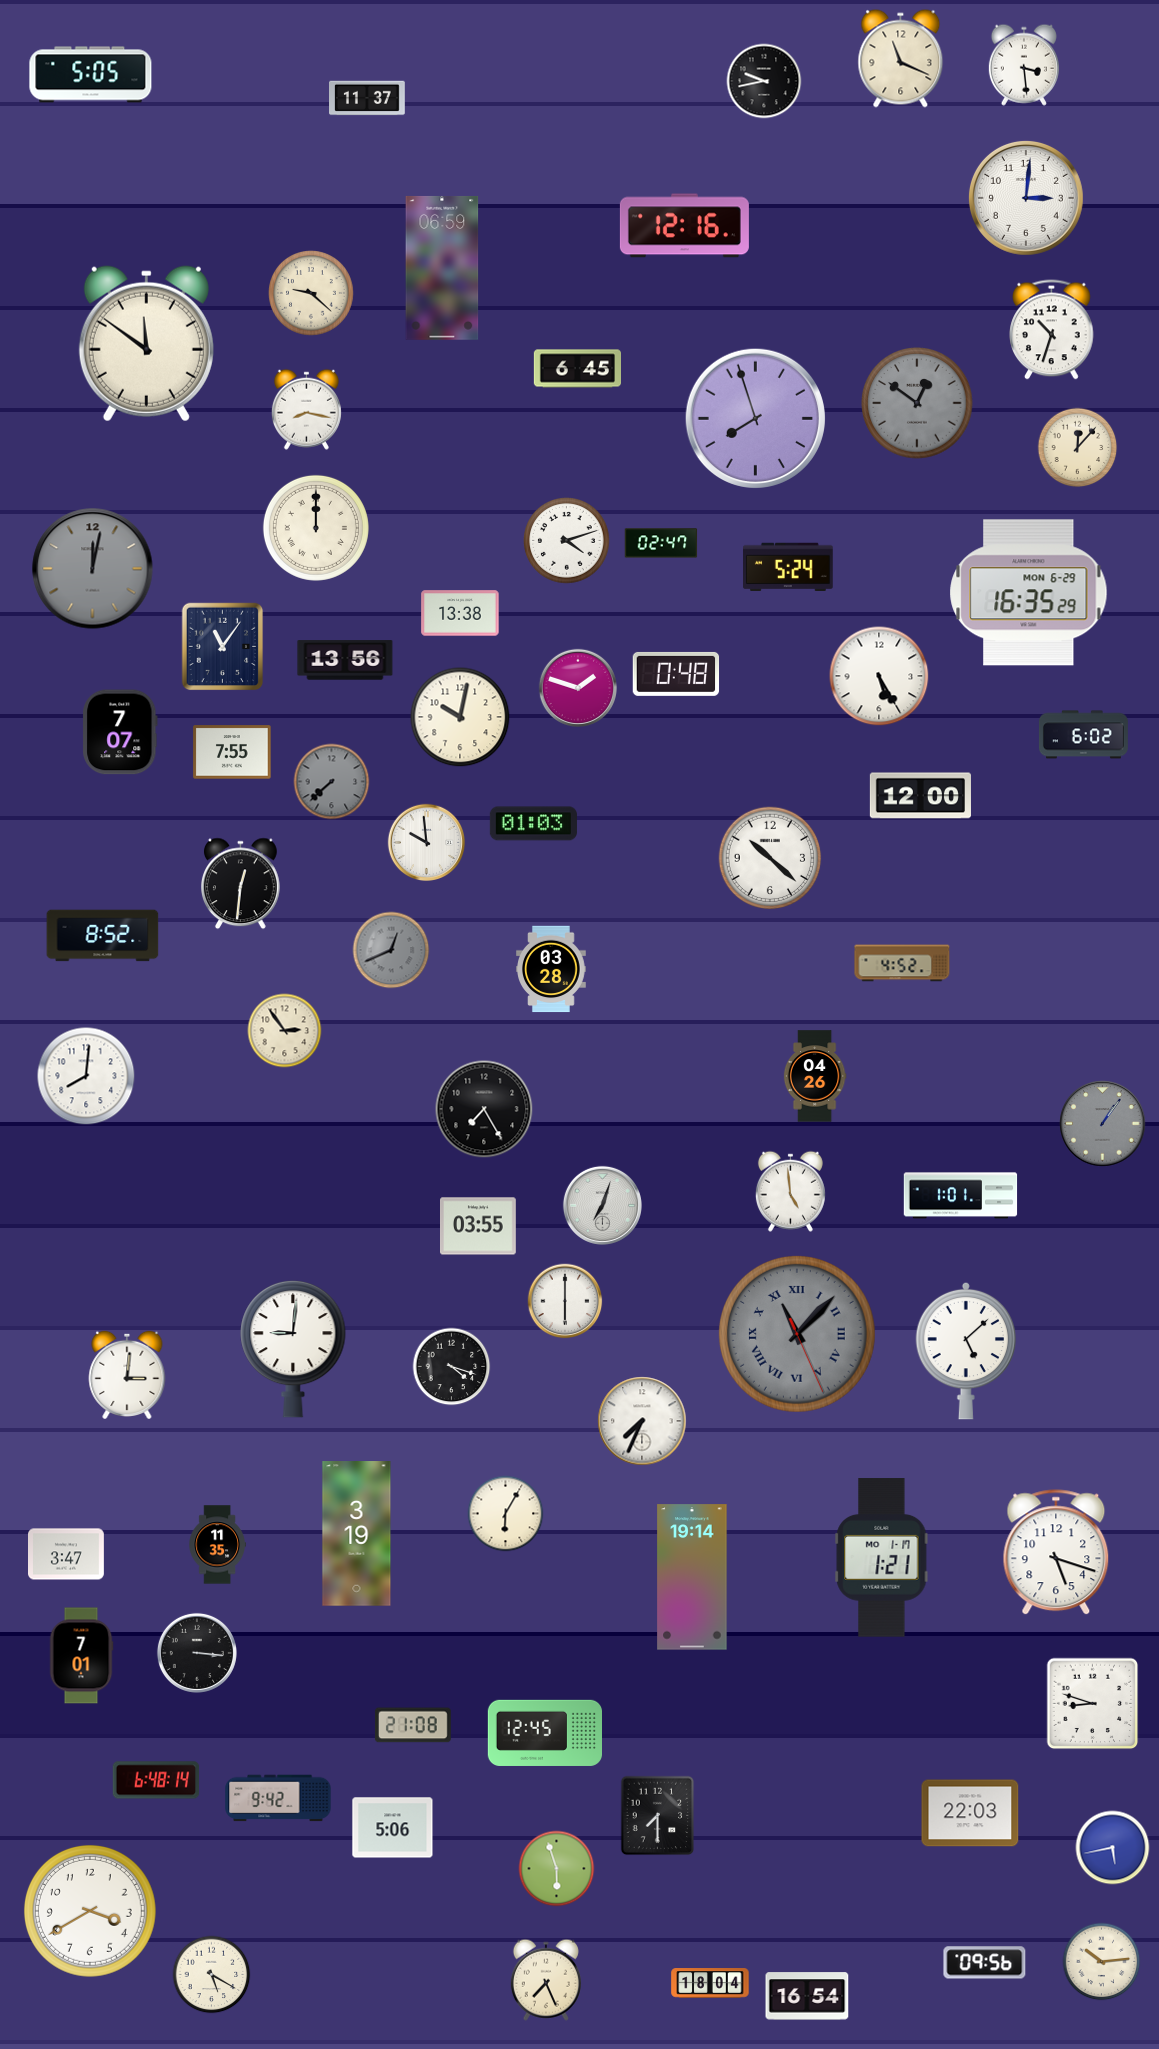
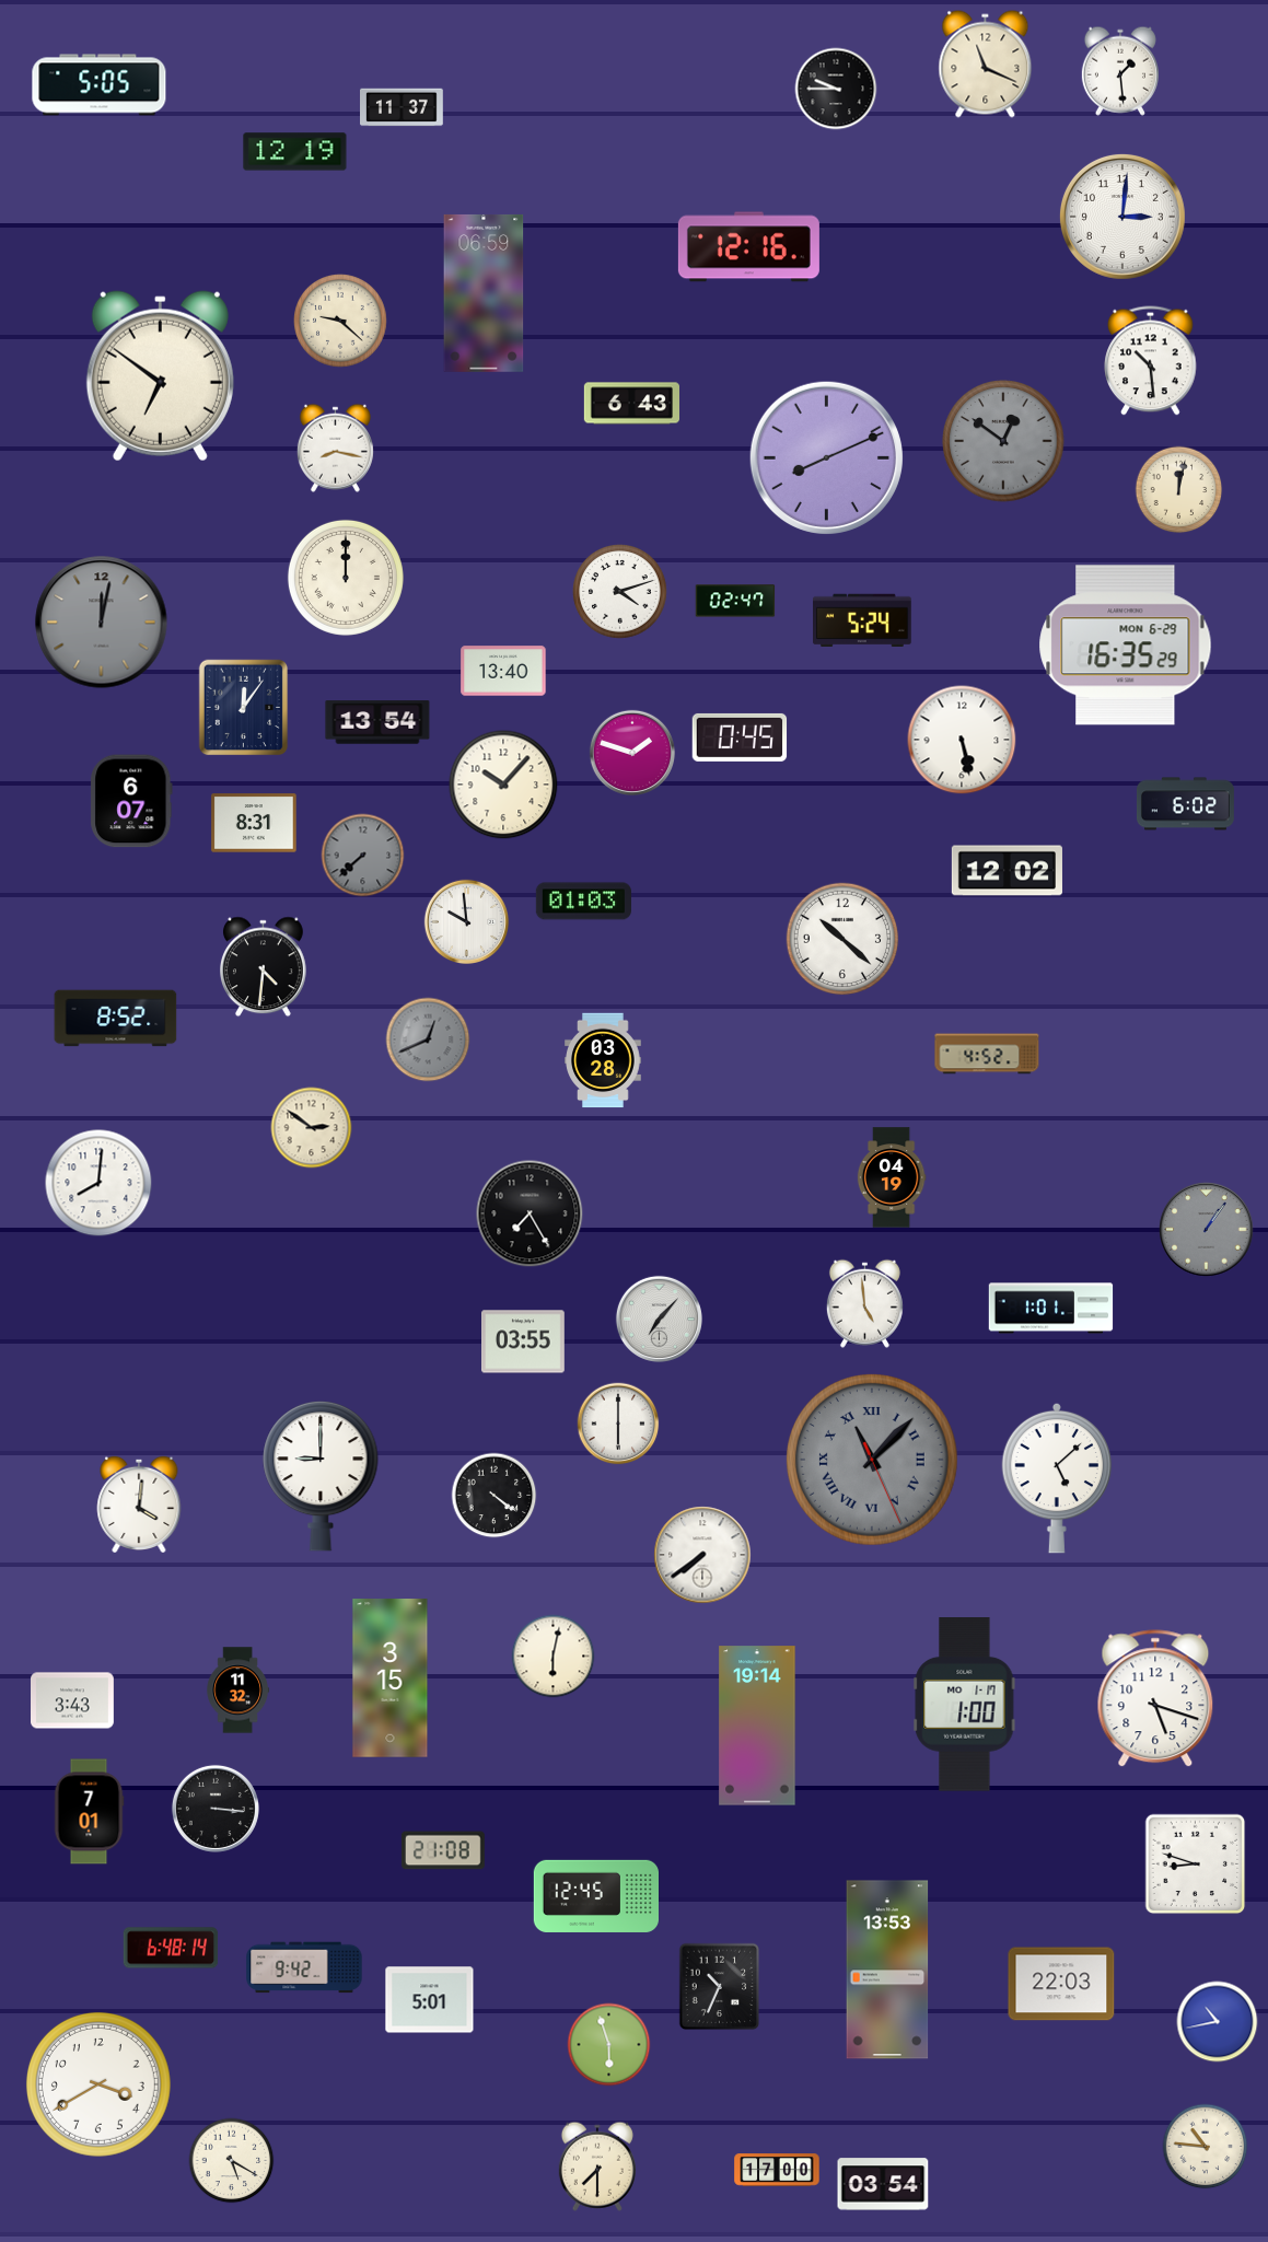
clock at (1024, 65): 3:29 -> 1:29
clock at (91, 75) position: (91, 75) -> (100, 85)
clock at (764, 81): 9:43 -> 9:45
clock at (295, 152): none -> 12:19
clock at (1052, 330): 10:33 -> 10:29
clock at (146, 344): 11:51 -> 6:51
clock at (577, 369): 6:45 -> 6:43
clock at (755, 418): 7:57 -> 8:11
clock at (1078, 448): 12:07 -> 12:02
clock at (661, 543) position: (661, 543) -> (735, 601)
clock at (1029, 593) position: (1029, 593) -> (1126, 646)
clock at (460, 613): 13:38 -> 13:40
clock at (223, 647): 11:06 -> 12:06
clock at (345, 660): 13:56 -> 13:54
clock at (676, 674): 0:48 -> 0:45
clock at (879, 676): 5:25 -> 5:28
clock at (460, 717): 10:02 -> 10:07
clock at (120, 732): 7:07 -> 6:07
clock at (232, 752): 7:55 -> 8:31
clock at (920, 796): 12:00 -> 12:02
clock at (241, 884): 12:31 -> 4:31
clock at (103, 936) position: (103, 936) -> (116, 1019)
clock at (285, 1031): 2:54 -> 2:51
clock at (86, 1076) position: (86, 1076) -> (98, 1183)
clock at (815, 1076): 04:26 -> 04:19
clock at (602, 1205): 7:03 -> 7:07
clock at (293, 1349): 9:01 -> 9:00
clock at (452, 1367): 4:18 -> 4:21
clock at (127, 1374): 3:01 -> 4:01
clock at (642, 1421): 7:34 -> 7:39
clock at (506, 1514): 6:05 -> 6:02
clock at (357, 1534): 3:19 -> 3:15
clock at (217, 1545): 11:35 -> 11:32
clock at (67, 1554): 3:47 -> 3:43
clock at (882, 1558): 1:21 -> 1:00
clock at (413, 1725) position: (413, 1725) -> (443, 1850)
clock at (887, 1970): none -> 13:53
clock at (658, 1816): 7:30 -> 10:34
clock at (393, 1828): 5:06 -> 5:01
clock at (1113, 1848): 5:43 -> 10:43
clock at (90, 1911) position: (90, 1911) -> (98, 2084)
clock at (1102, 1962): 10:14 -> 10:46
clock at (985, 1963): 09:56 -> none
clock at (546, 1980): 7:26 -> 7:30
clock at (710, 1983): 18:04 -> 17:00
clock at (807, 1996): 16:54 -> 03:54
